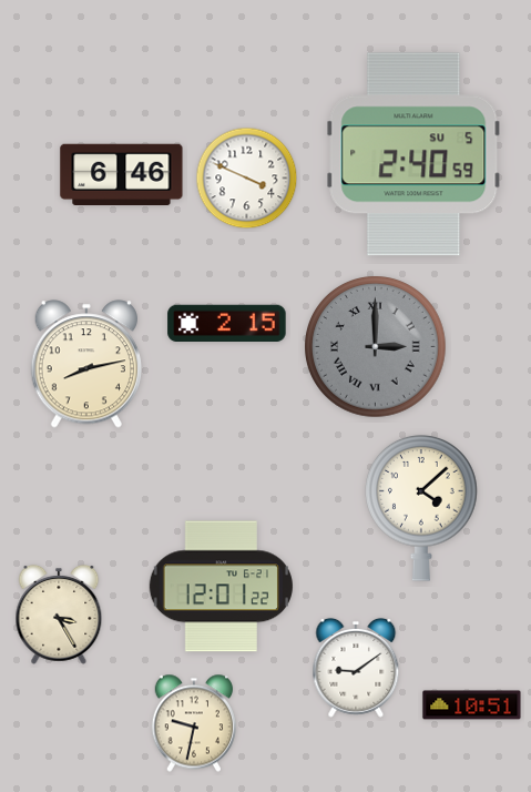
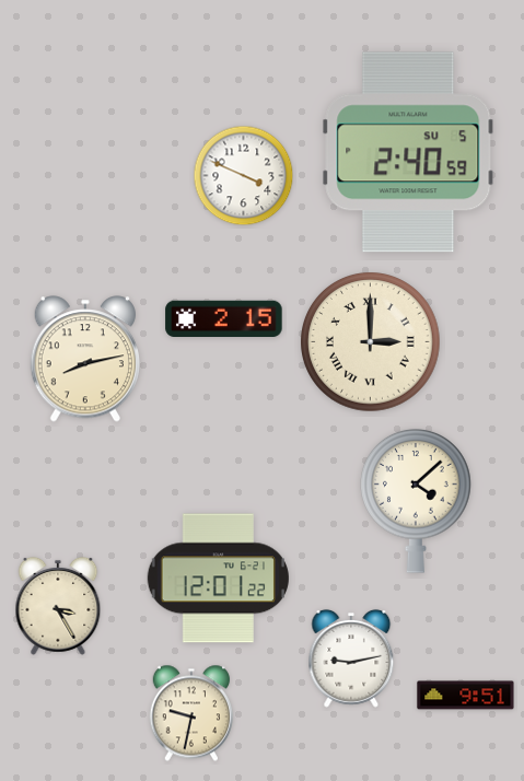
clock at (122, 174): 6:46 -> none
clock at (376, 347) dial: grey -> cream
clock at (356, 668): 9:09 -> 9:13
clock at (472, 705): 10:51 -> 9:51
